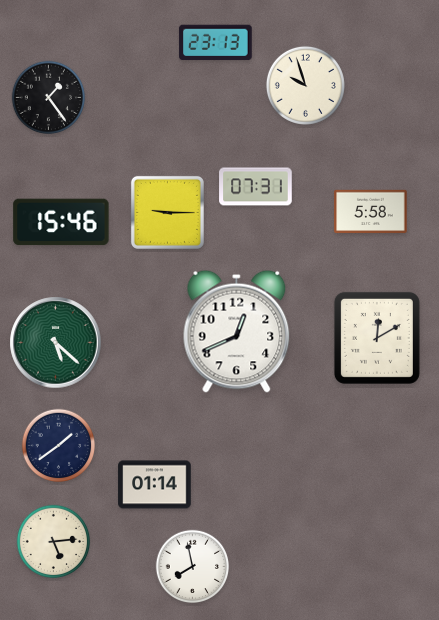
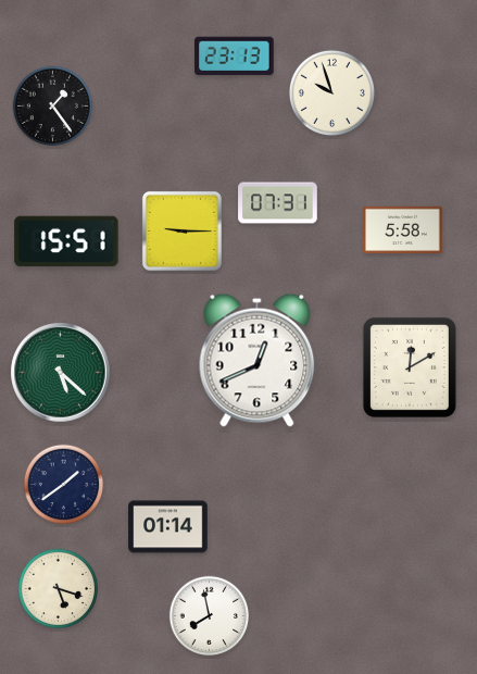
clock at (216, 43) position: (216, 43) -> (235, 57)
clock at (61, 222): 15:46 -> 15:51
clock at (54, 542): 5:14 -> 5:18
